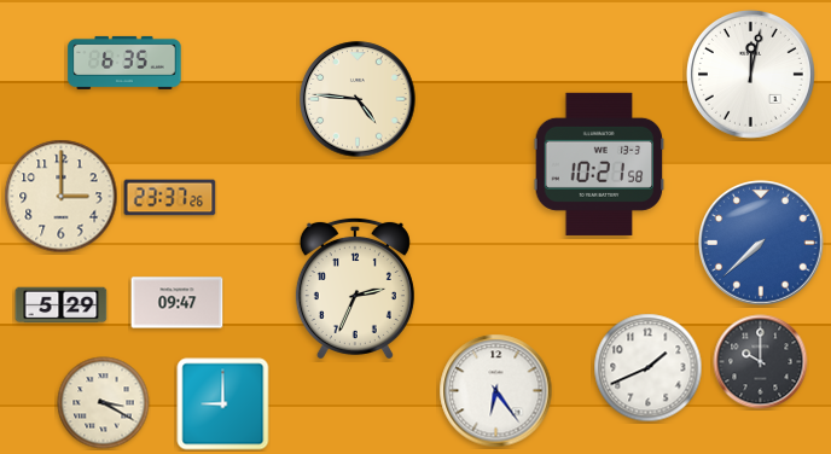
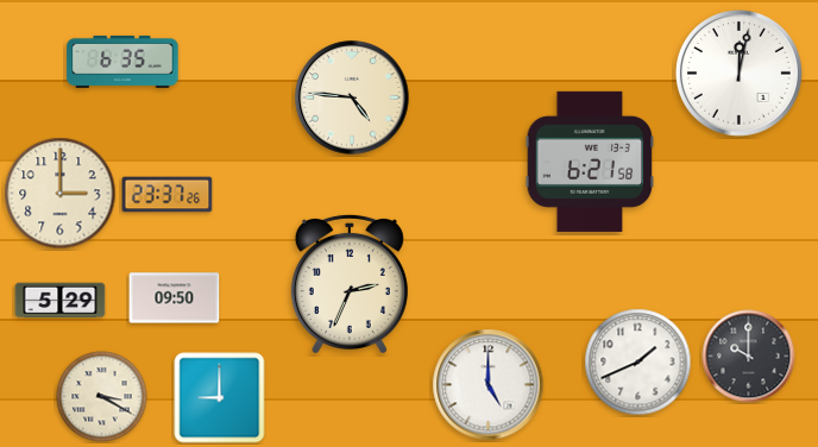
clock at (599, 164): 10:21 -> 6:21
clock at (762, 244): 7:38 -> none
clock at (178, 303): 09:47 -> 09:50
clock at (496, 391): 6:24 -> 5:00
